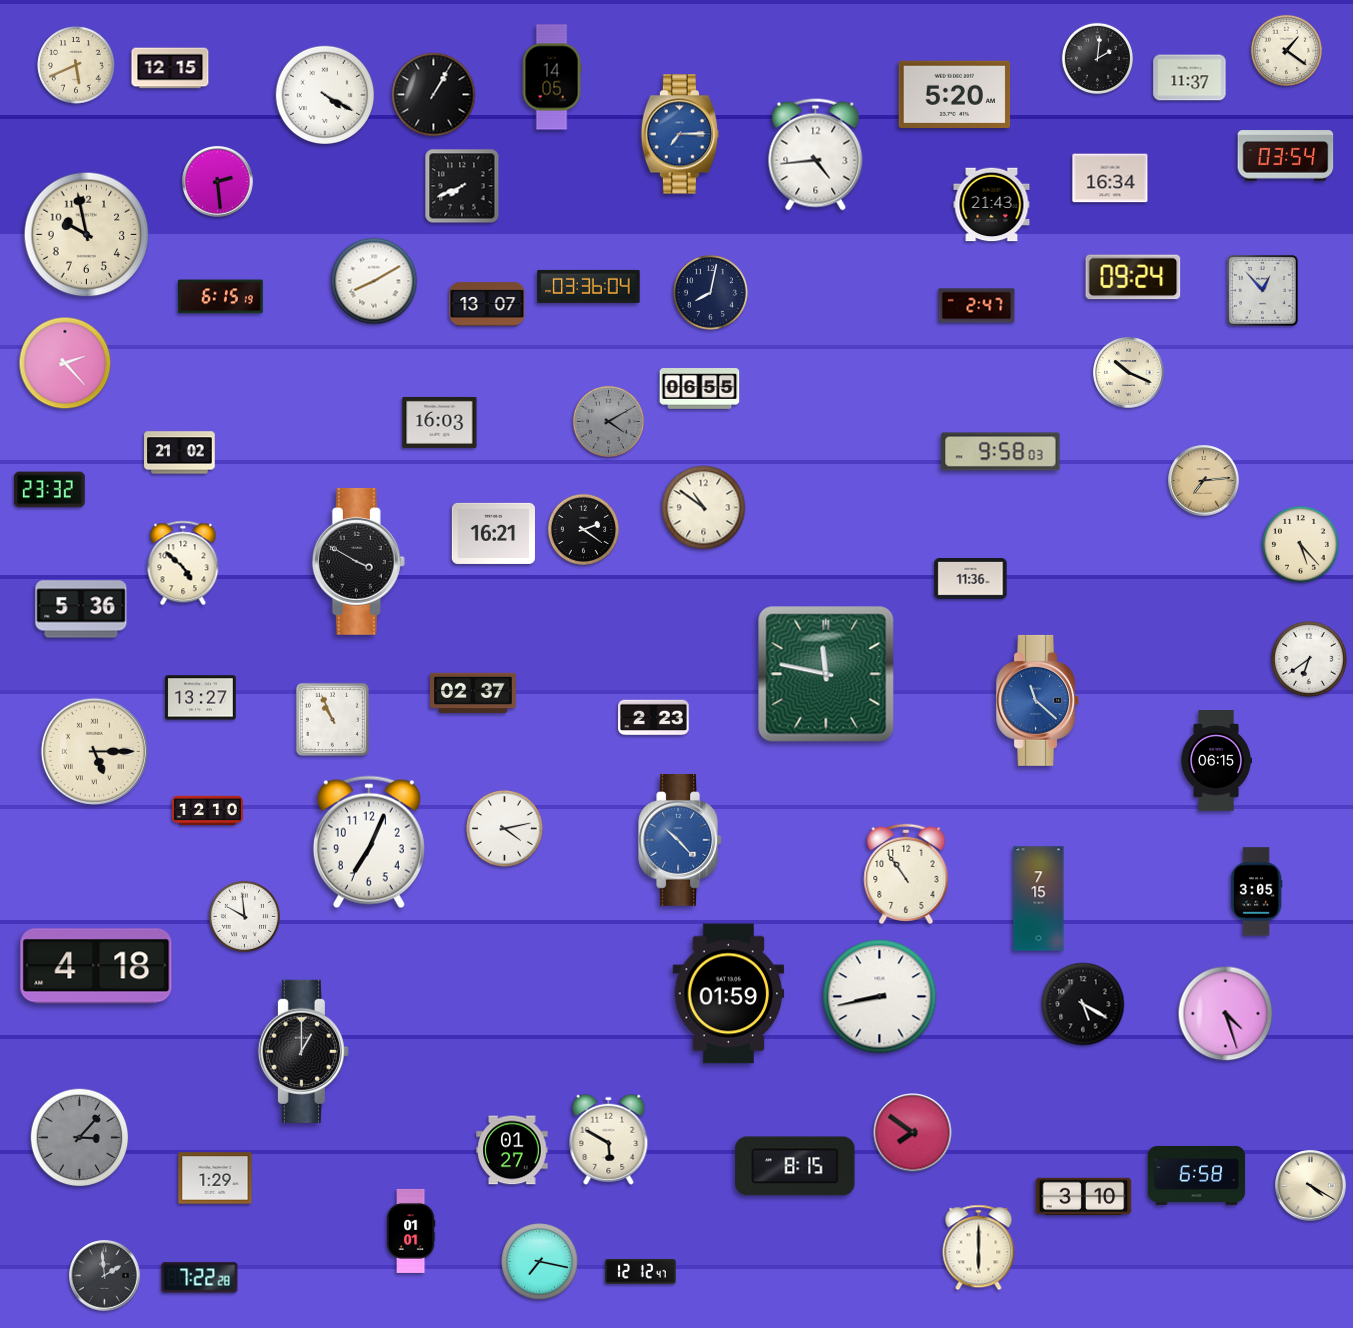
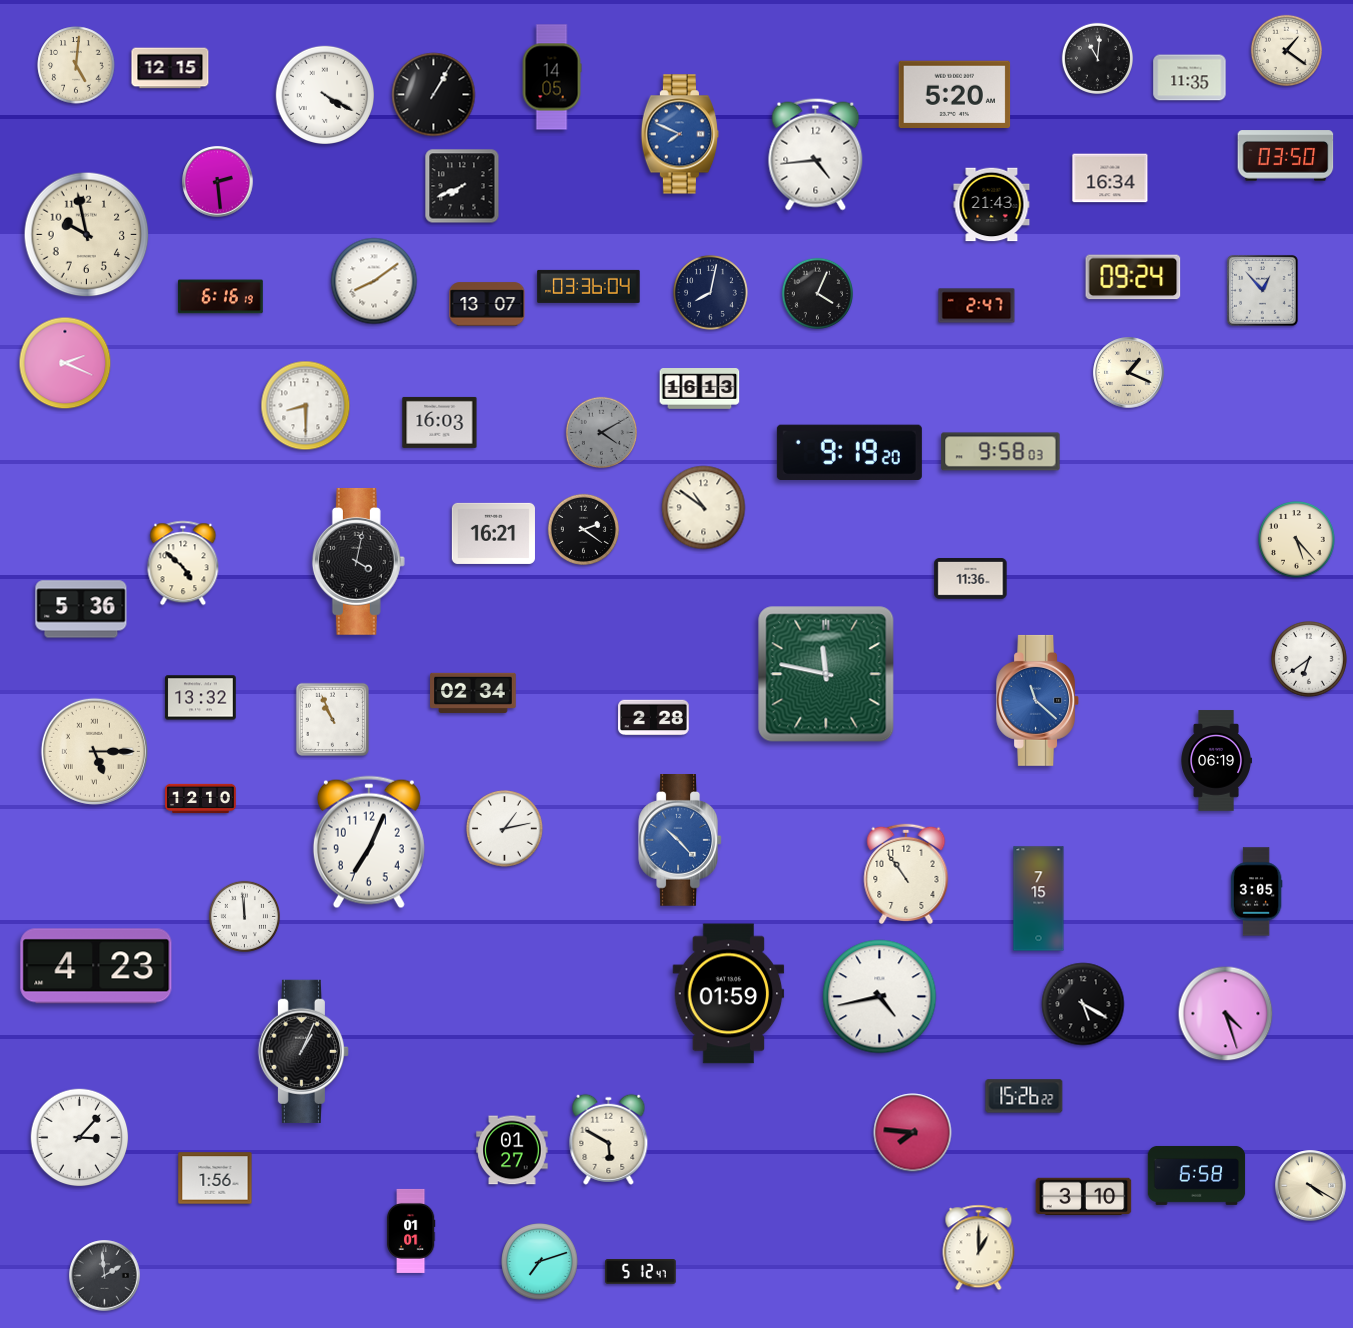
clock at (1097, 58): 2:01 -> 11:01
clock at (76, 65): 5:41 -> 5:01
clock at (1190, 78): 11:37 -> 11:35
clock at (680, 134): 7:15 -> 7:49
clock at (1286, 156): 03:54 -> 03:50
clock at (374, 281): 8:10 -> 8:09
clock at (817, 293): none -> 4:04
clock at (220, 297): 6:15 -> 6:16
clock at (65, 363): 2:23 -> 2:19
clock at (1129, 373): 10:19 -> 1:19
clock at (700, 389): 06:55 -> 16:13
clock at (306, 406): none -> 8:30
clock at (608, 421) position: (608, 421) -> (601, 432)
clock at (180, 453): 21:02 -> none
clock at (849, 453): none -> 9:19
clock at (1204, 481): 7:14 -> none
clock at (50, 490): 23:32 -> none
clock at (1301, 545) position: (1301, 545) -> (1297, 540)
clock at (358, 561): 3:50 -> 4:02
clock at (473, 693): 02:37 -> 02:34
clock at (201, 698): 13:27 -> 13:32
clock at (654, 718): 2:23 -> 2:28
clock at (1216, 761): 06:15 -> 06:19
clock at (208, 811) position: (208, 811) -> (201, 799)
clock at (505, 829): 4:13 -> 1:13
clock at (244, 916): 9:59 -> 11:59
clock at (96, 966): 4:18 -> 4:23
clock at (880, 997): 8:43 -> 4:43
clock at (303, 1051): 1:00 -> 1:04
clock at (1024, 1096): none -> 15:26
clock at (913, 1133): 7:51 -> 7:46
clock at (80, 1138) dial: grey -> white
clock at (795, 1166): 8:15 -> none
clock at (215, 1178): 1:29 -> 1:56
clock at (979, 1248): 6:00 -> 1:00
clock at (540, 1262): 7:17 -> 7:12
clock at (641, 1272): 12:12 -> 5:12
clock at (200, 1278): 7:22 -> none
